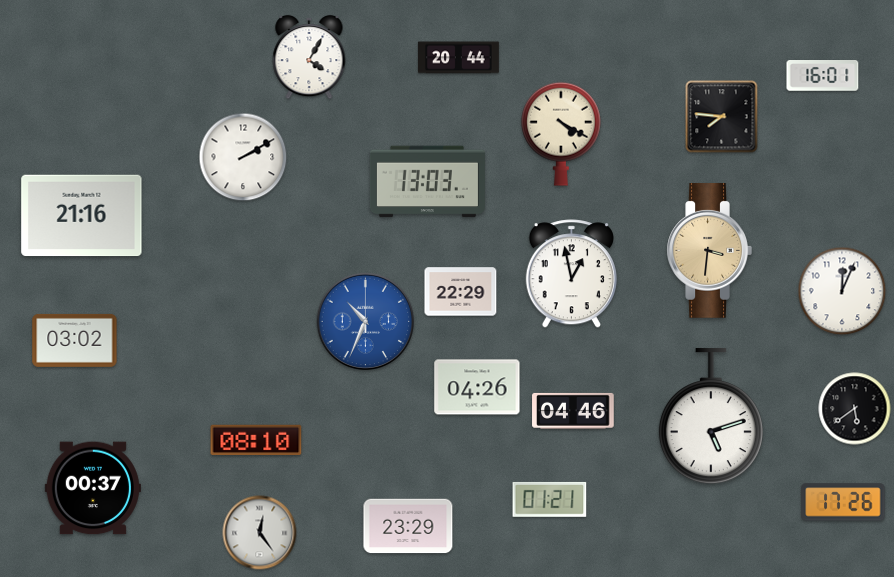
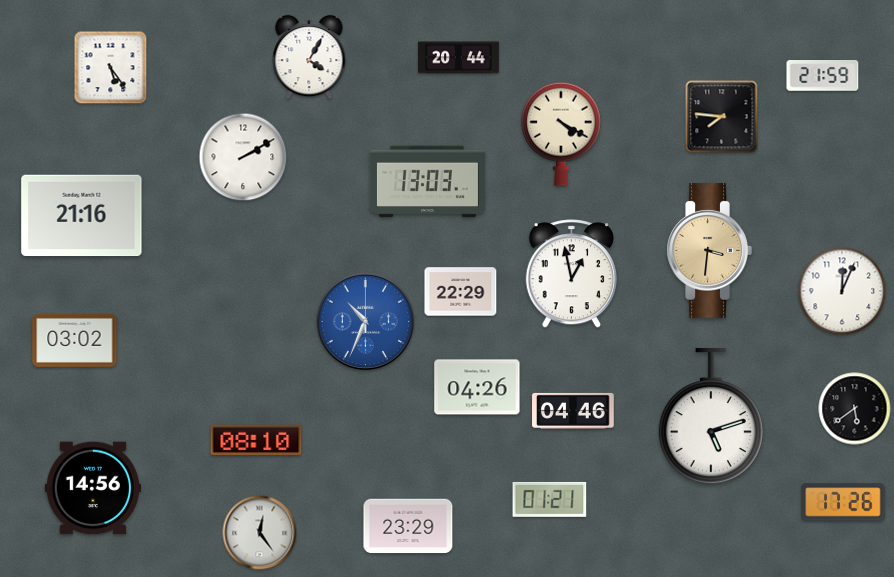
clock at (111, 68): none -> 5:24
clock at (823, 76): 16:01 -> 21:59
clock at (93, 488): 00:37 -> 14:56
